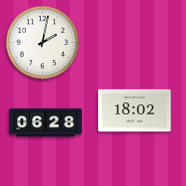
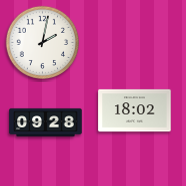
clock at (46, 123): 06:28 -> 09:28
